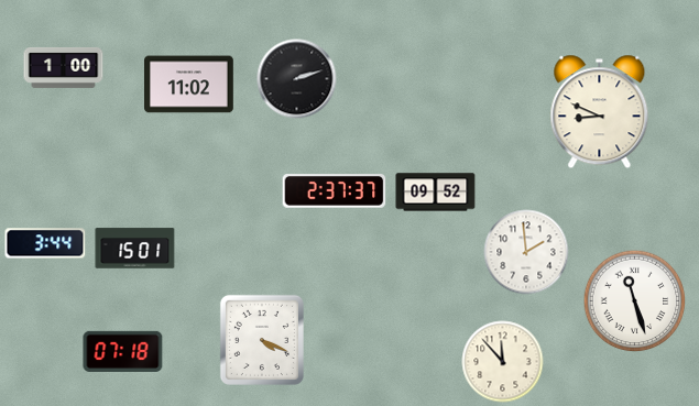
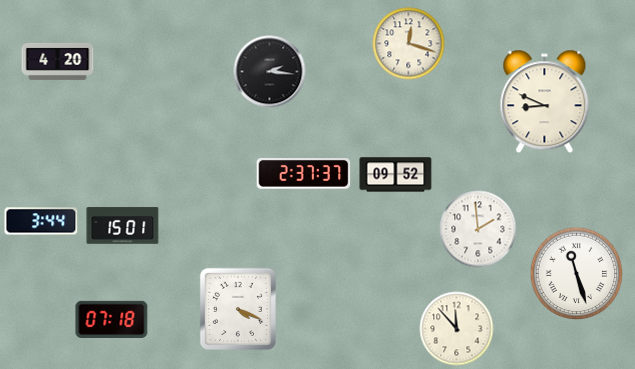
clock at (409, 44): none -> 12:18
clock at (64, 67): 1:00 -> 4:20
clock at (297, 79): 2:12 -> 2:16
clock at (189, 85): 11:02 -> none
